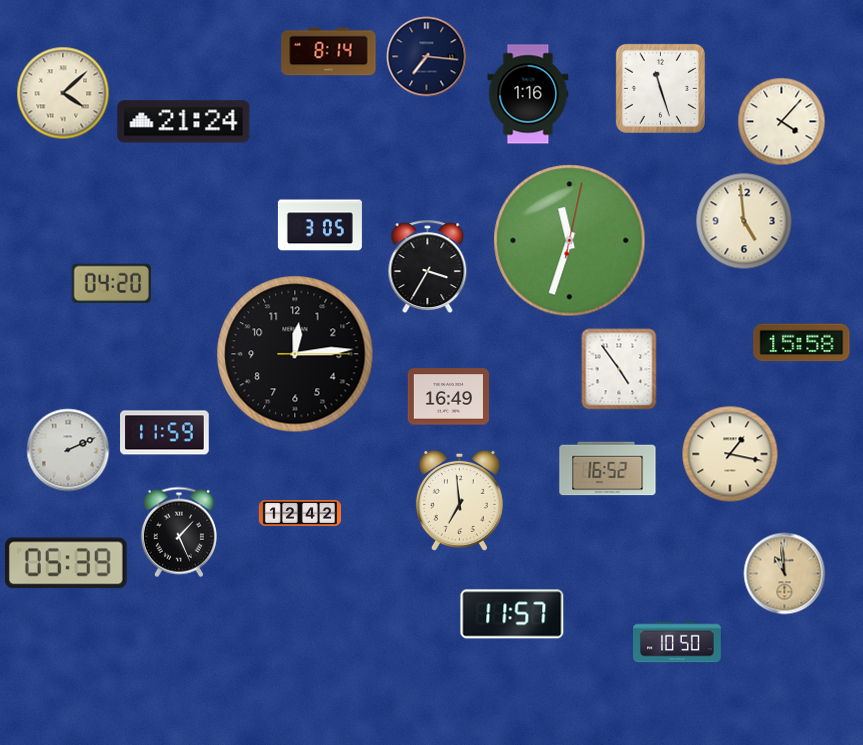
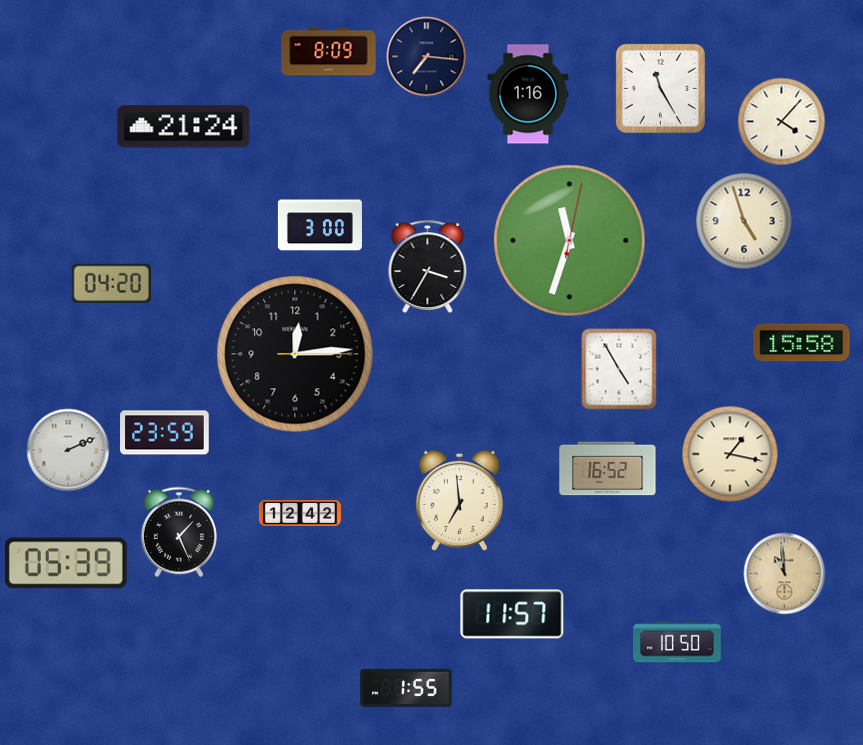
clock at (329, 52): 8:14 -> 8:09
clock at (660, 88): 11:27 -> 11:25
clock at (63, 93): 4:08 -> none
clock at (184, 122) position: (184, 122) -> (184, 127)
clock at (744, 221): 4:59 -> 4:57
clock at (320, 225): 3:05 -> 3:00
clock at (619, 369): 4:54 -> 4:55
clock at (448, 397): 16:49 -> none
clock at (165, 433): 11:59 -> 23:59
clock at (406, 688): none -> 1:55
